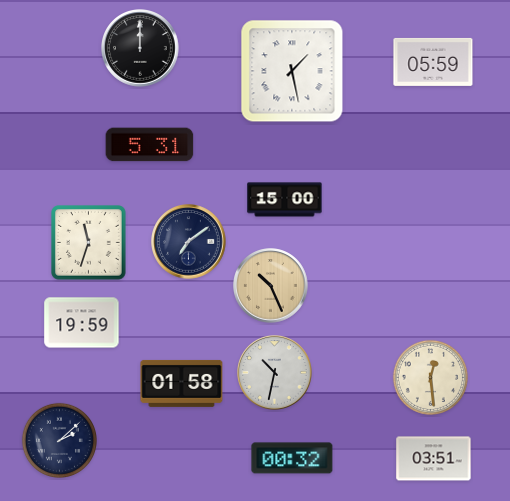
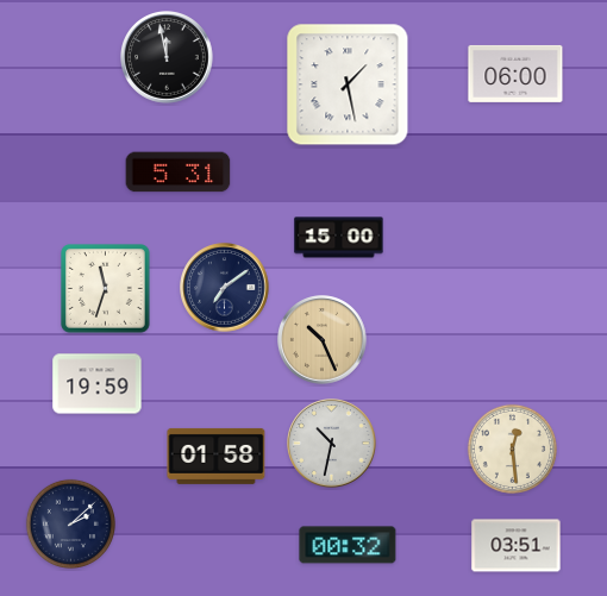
clock at (140, 48): 12:00 -> 11:58
clock at (433, 62): 05:59 -> 06:00
clock at (275, 373) position: (275, 373) -> (332, 444)
